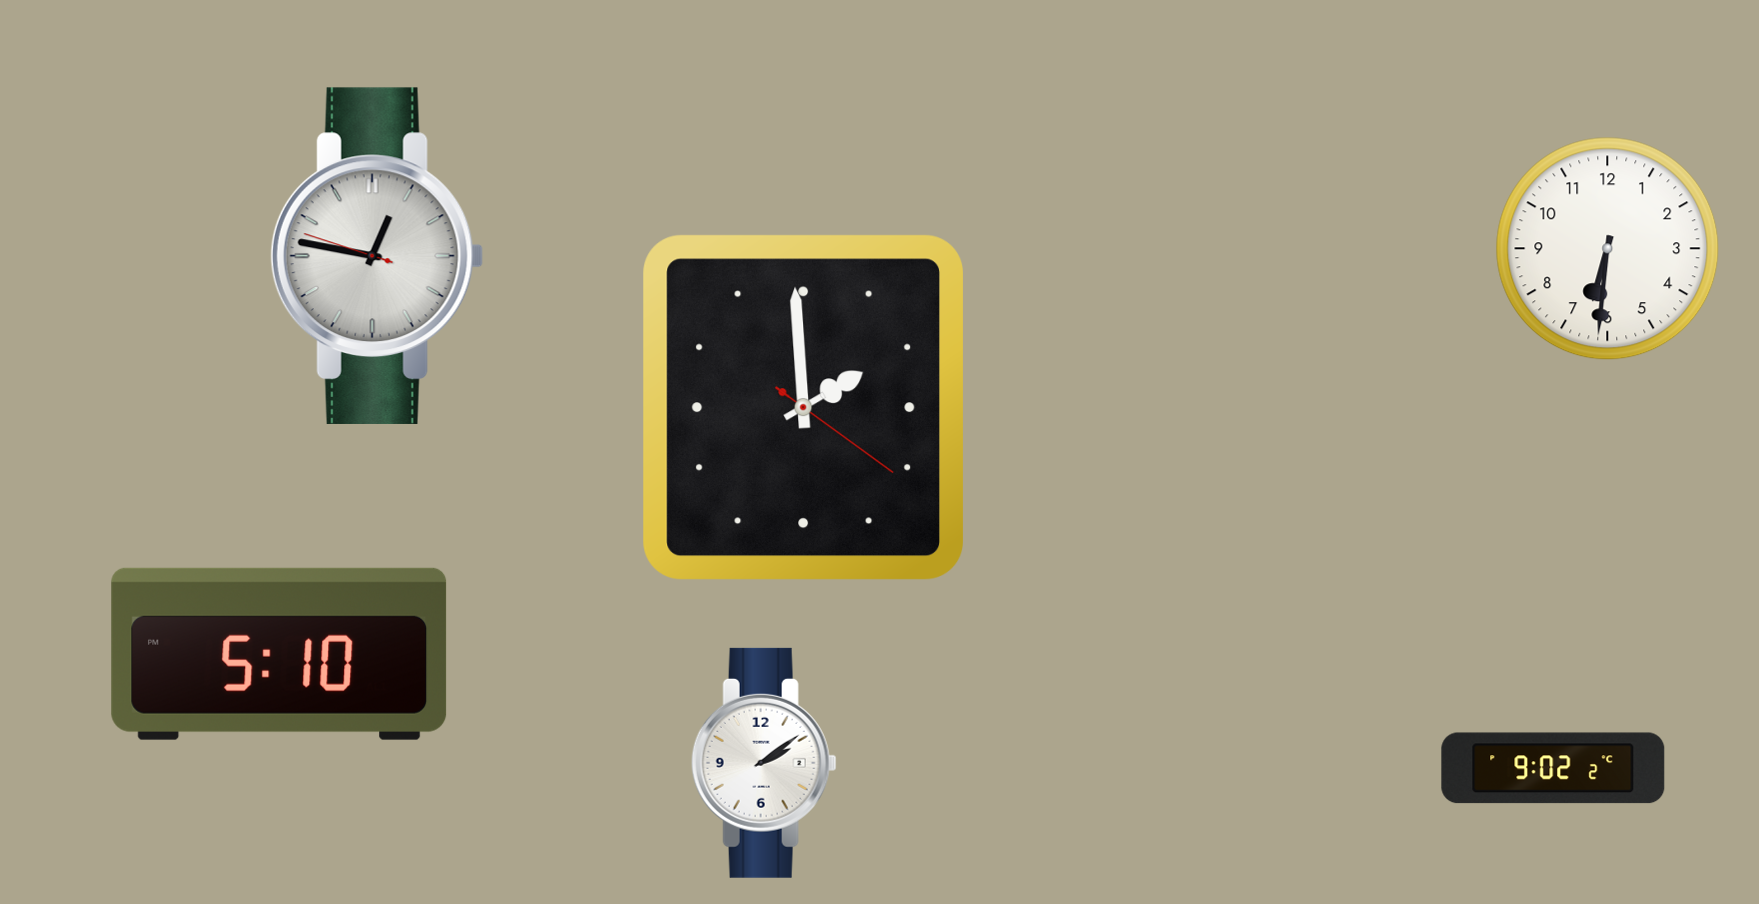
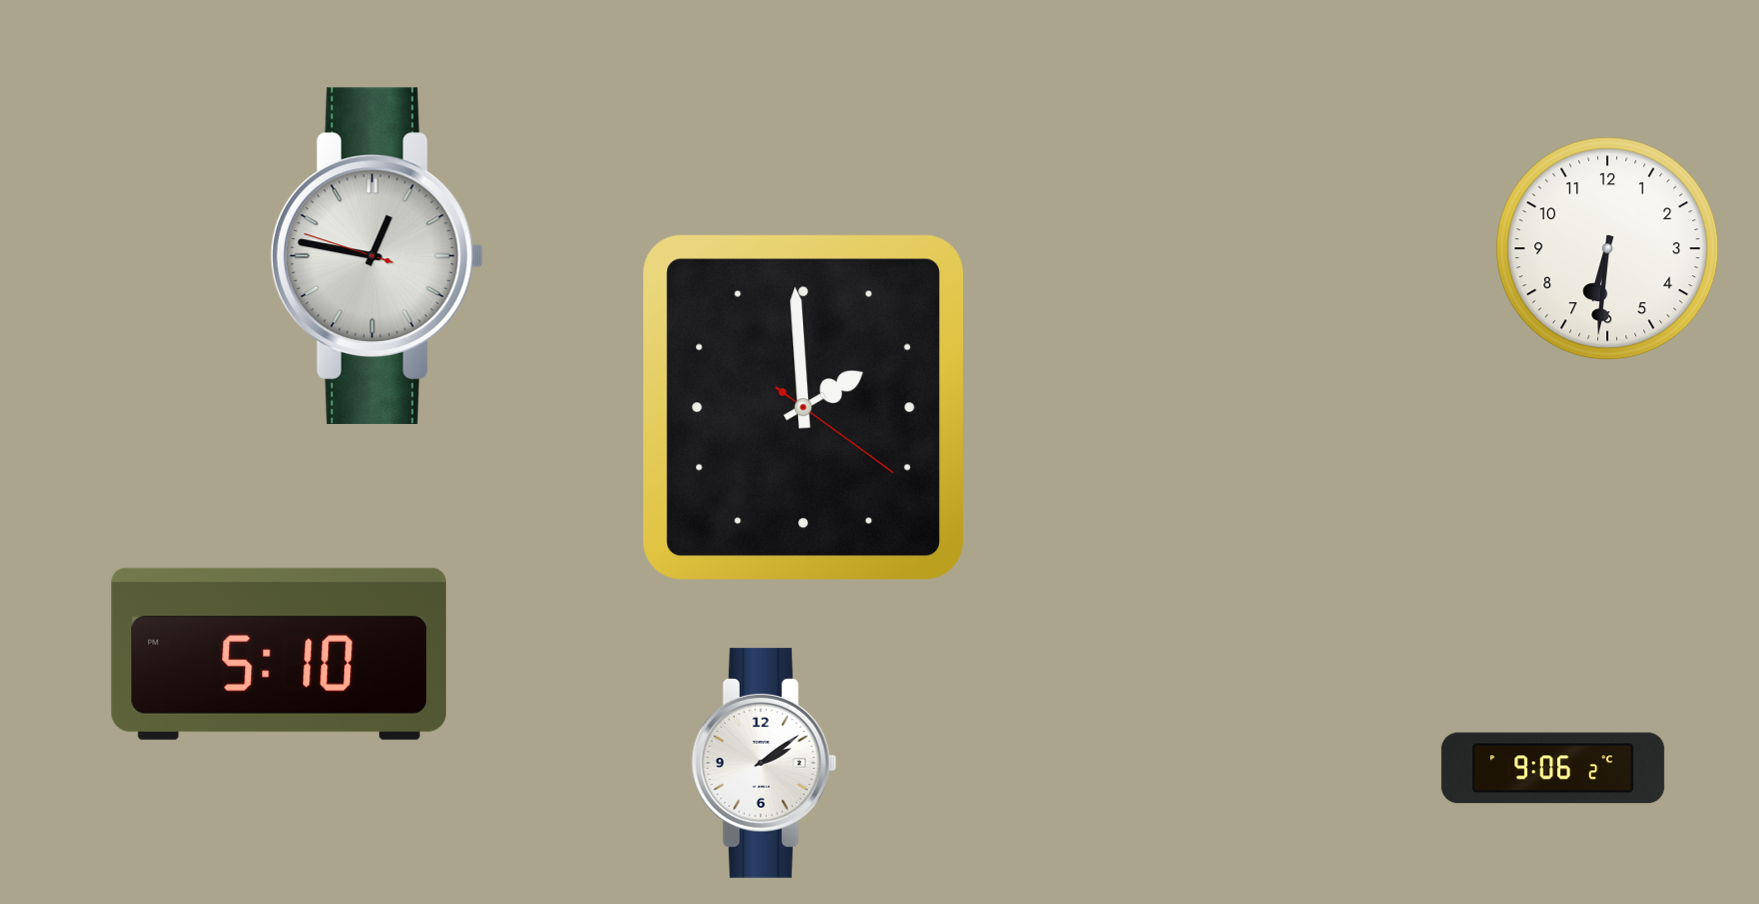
clock at (1553, 768): 9:02 -> 9:06
